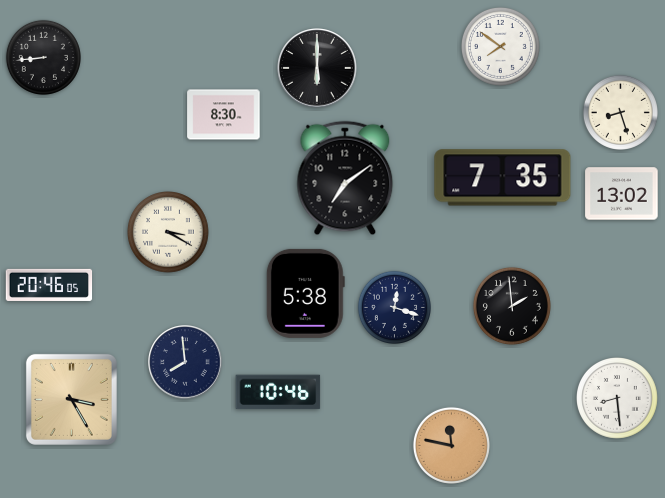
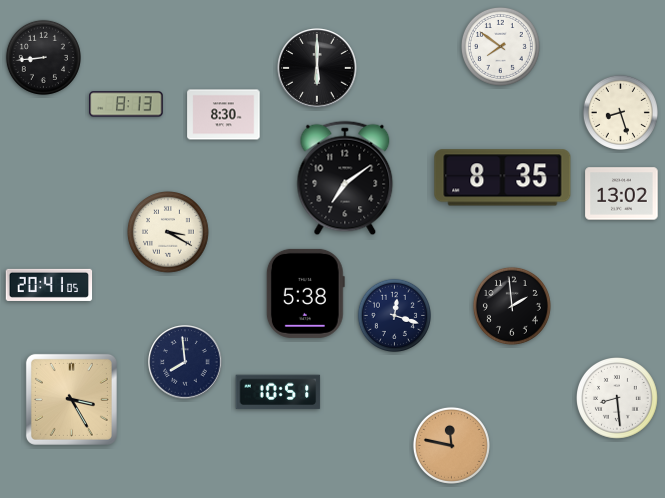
clock at (126, 104): none -> 8:13
clock at (503, 178): 7:35 -> 8:35
clock at (49, 285): 20:46 -> 20:41
clock at (394, 307) position: (394, 307) -> (394, 315)
clock at (278, 392): 10:46 -> 10:51
